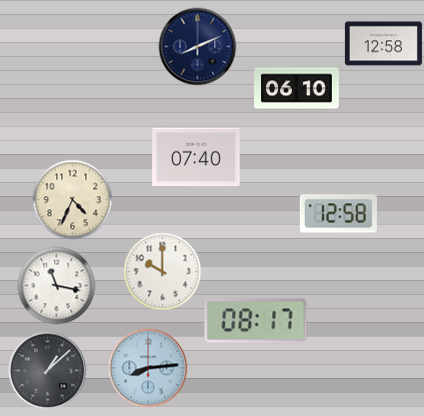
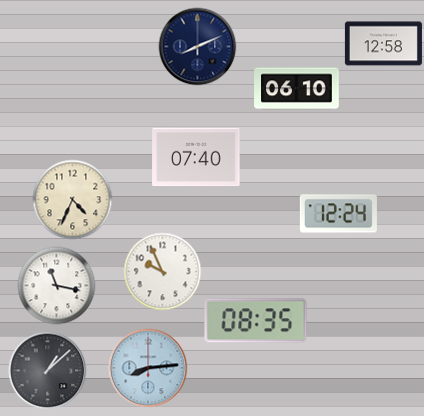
clock at (338, 214): 12:58 -> 12:24
clock at (162, 271): 10:00 -> 9:56
clock at (256, 321): 08:17 -> 08:35
